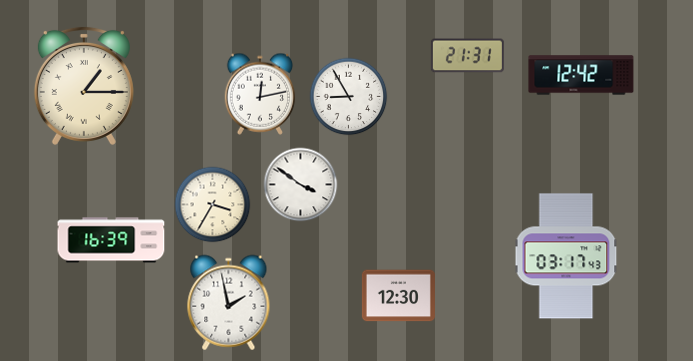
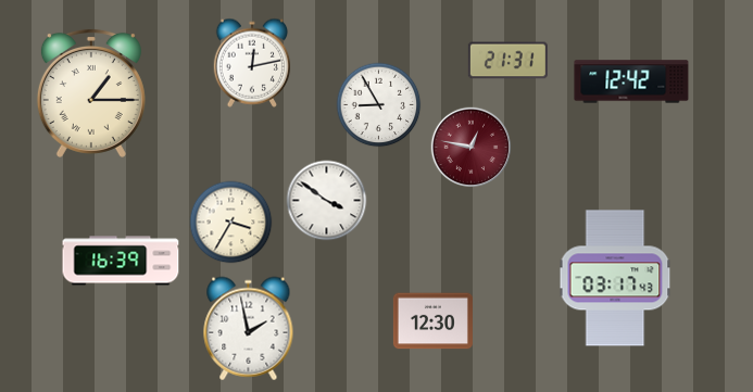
clock at (260, 94) position: (260, 94) -> (252, 63)
clock at (472, 148): none -> 12:47
